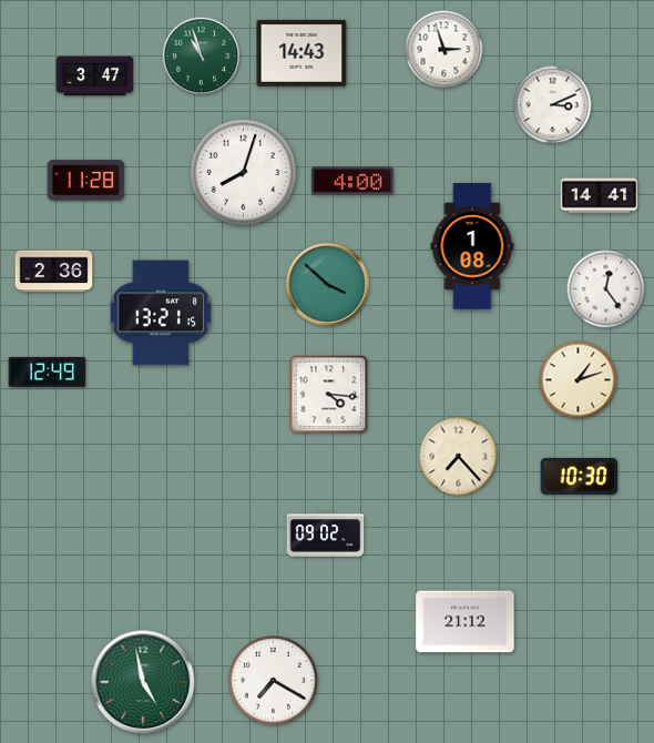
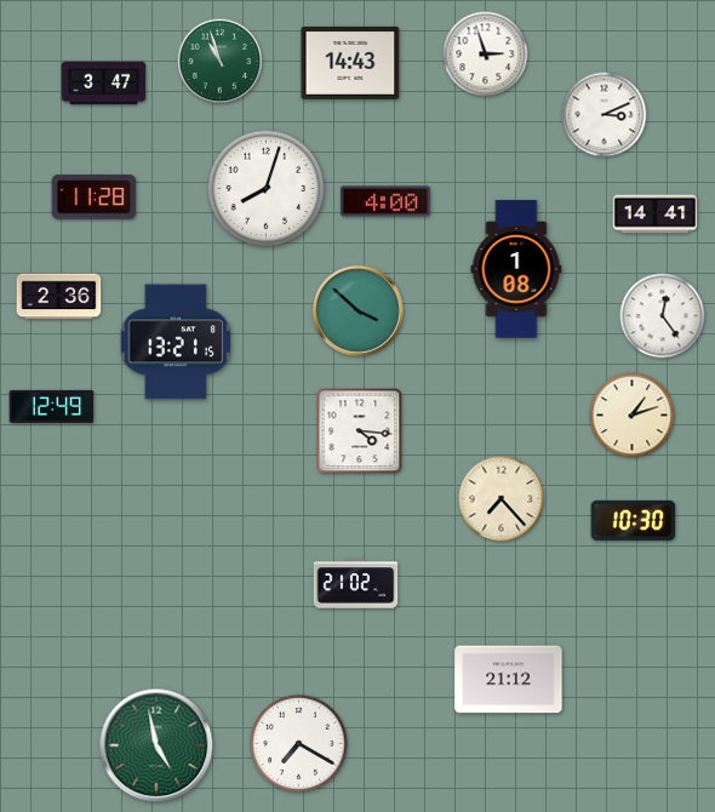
clock at (302, 53) position: (302, 53) -> (350, 63)
clock at (352, 181) position: (352, 181) -> (385, 201)
clock at (326, 535): 09:02 -> 21:02
